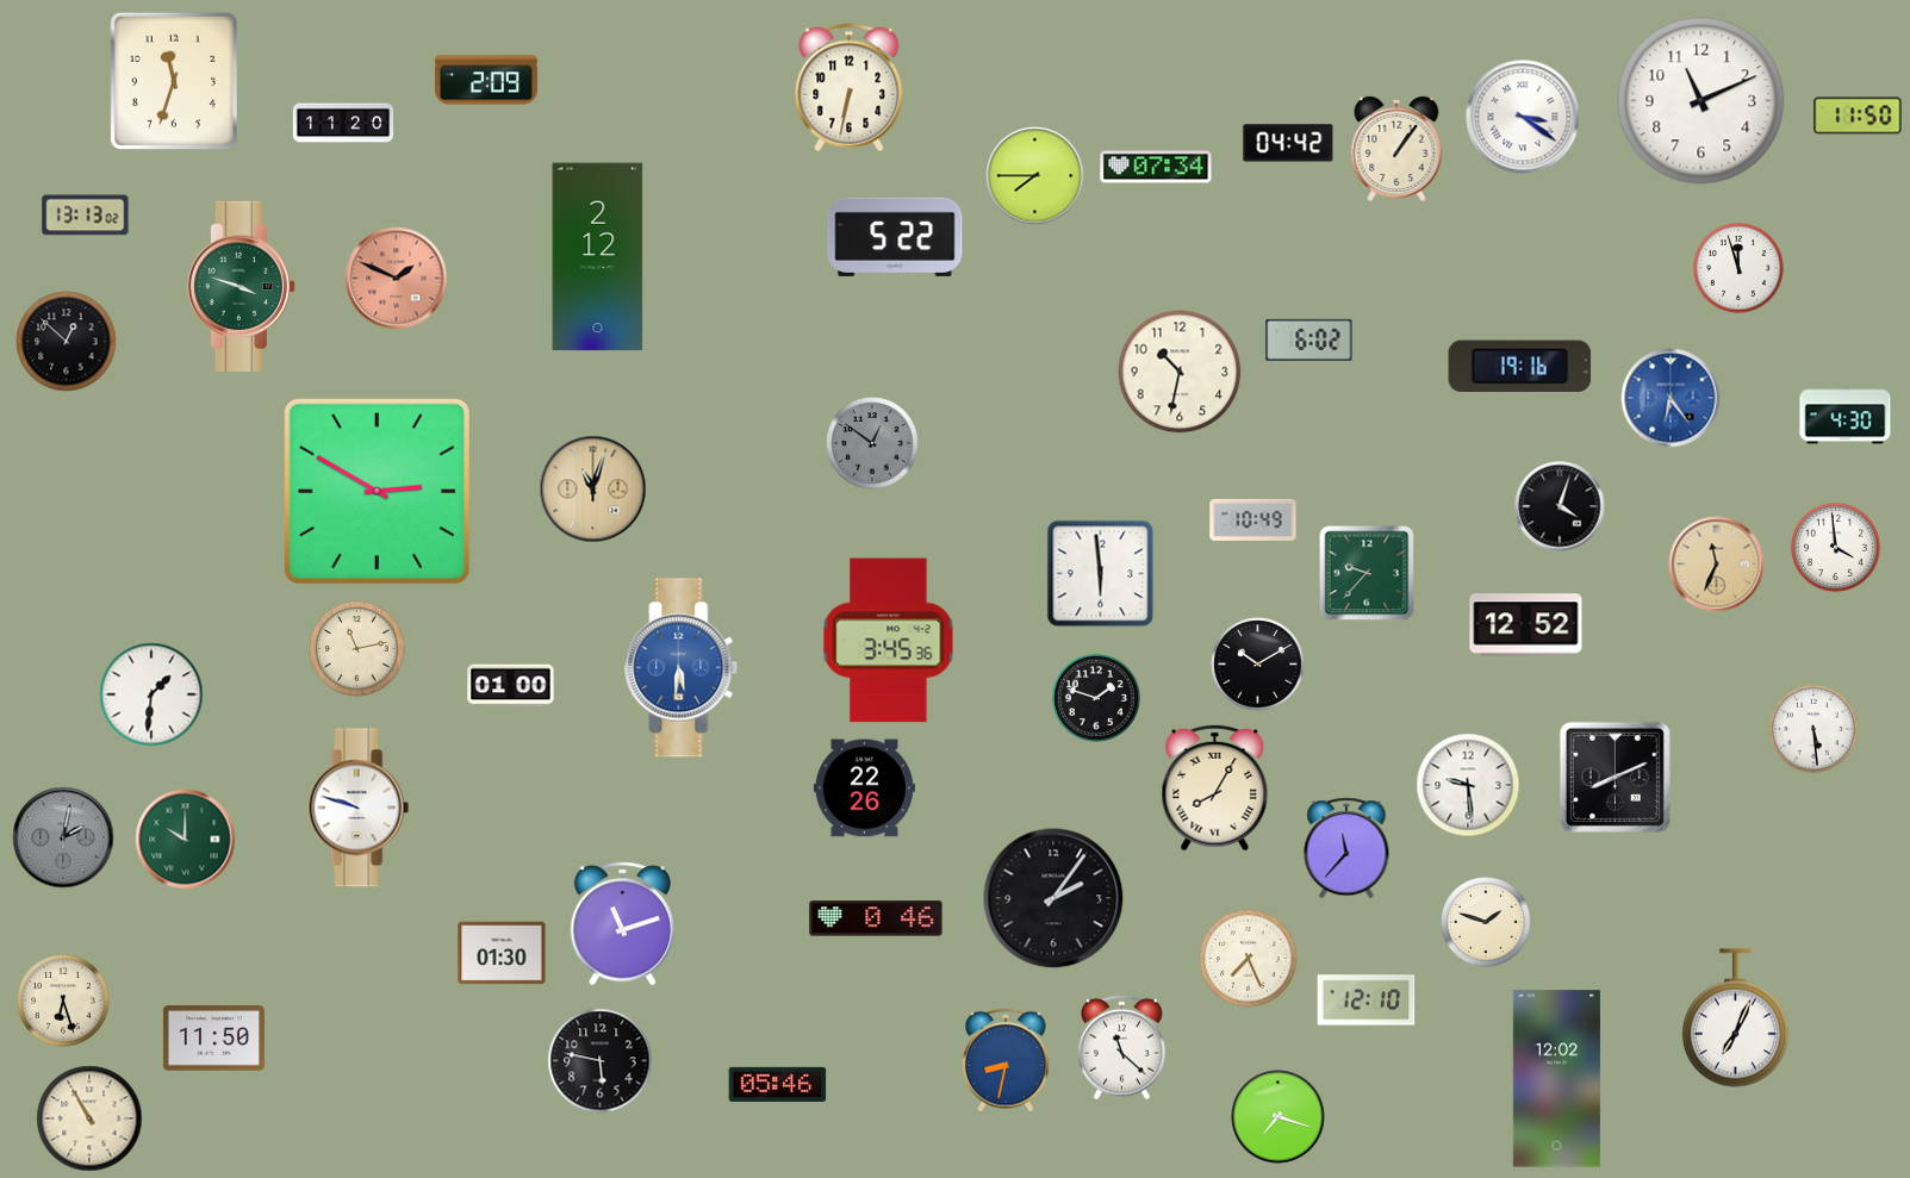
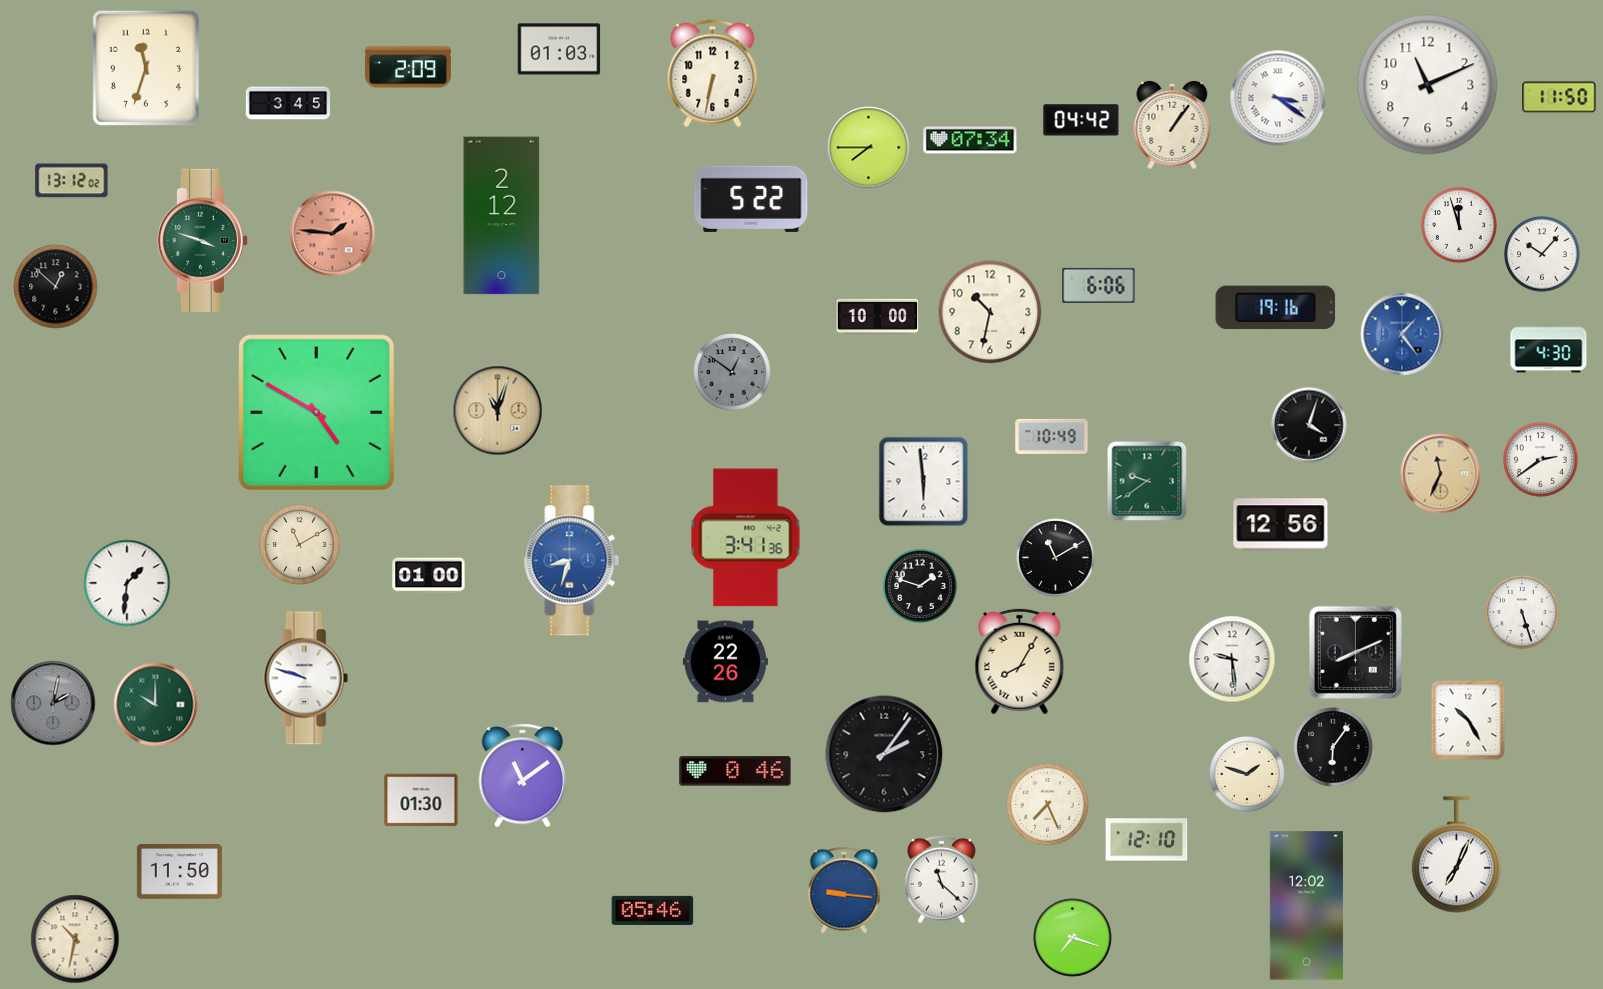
clock at (559, 49): none -> 01:03
clock at (343, 123): 11:20 -> 3:45
clock at (86, 216): 13:13 -> 13:12
clock at (397, 279): 1:49 -> 1:46
clock at (1543, 254): none -> 10:07
clock at (1309, 339): 6:02 -> 6:06
clock at (878, 316): none -> 10:00
clock at (1671, 398): 6:24 -> 1:24
clock at (377, 491): 2:50 -> 4:50
clock at (1836, 548): 3:59 -> 2:39
clock at (1367, 573): 9:37 -> 9:39
clock at (1526, 625): 12:52 -> 12:56
clock at (889, 641): 3:45 -> 3:41
clock at (357, 649): 11:13 -> 11:10
clock at (1258, 665): 10:10 -> 11:10
clock at (682, 668): 5:31 -> 8:33
clock at (1813, 729): 5:29 -> 5:27
clock at (359, 808) position: (359, 808) -> (306, 678)
clock at (1346, 848): 11:37 -> none
clock at (1468, 720): none -> 10:25
clock at (1333, 747): none -> 6:06
clock at (623, 924): 11:12 -> 11:09
clock at (63, 1001): 6:27 -> none
clock at (1006, 1060): 8:32 -> 9:16
clock at (601, 1061): 5:47 -> none
clock at (89, 1118): 10:55 -> 10:32
